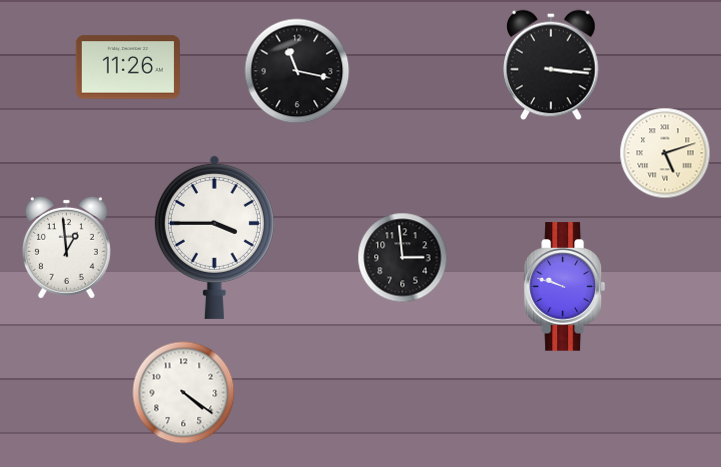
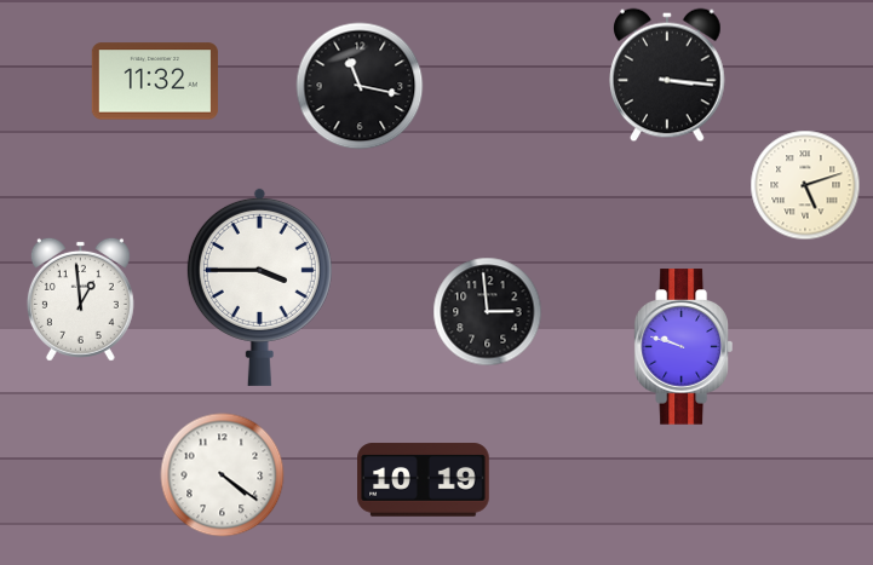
clock at (551, 65) position: (551, 65) -> (667, 75)
clock at (128, 67): 11:26 -> 11:32
clock at (424, 480): none -> 10:19
